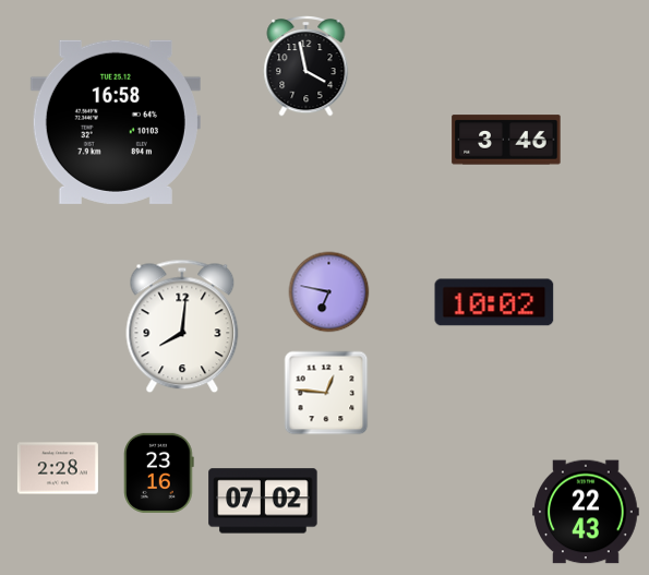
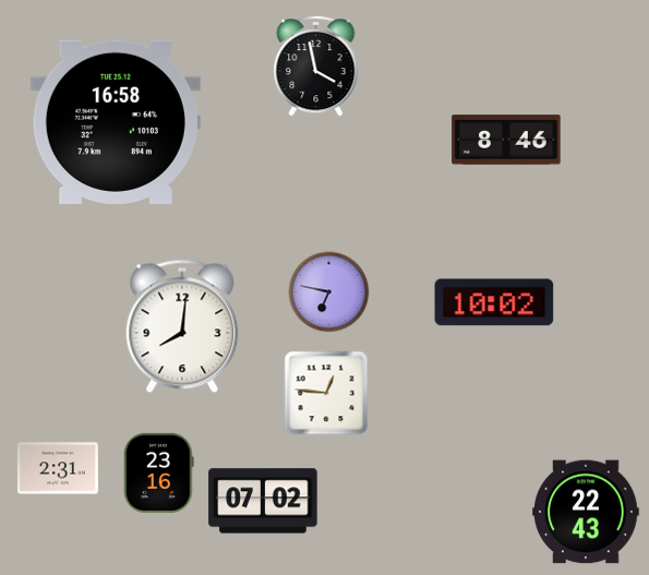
clock at (307, 67) position: (307, 67) -> (316, 67)
clock at (506, 140): 3:46 -> 8:46
clock at (58, 468): 2:28 -> 2:31
